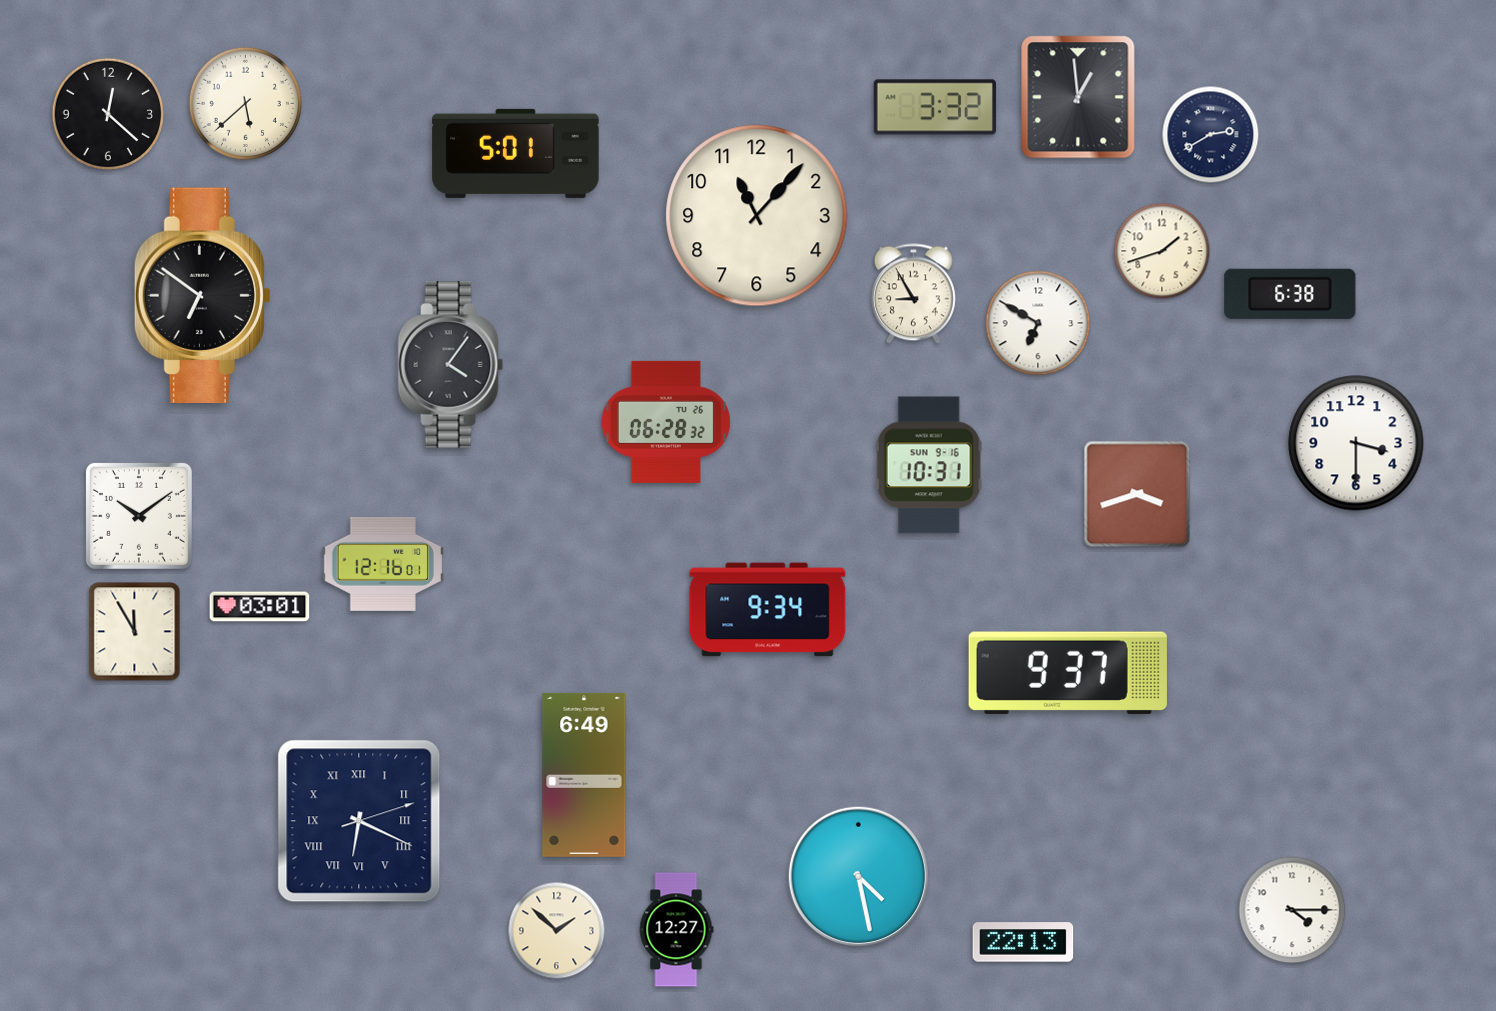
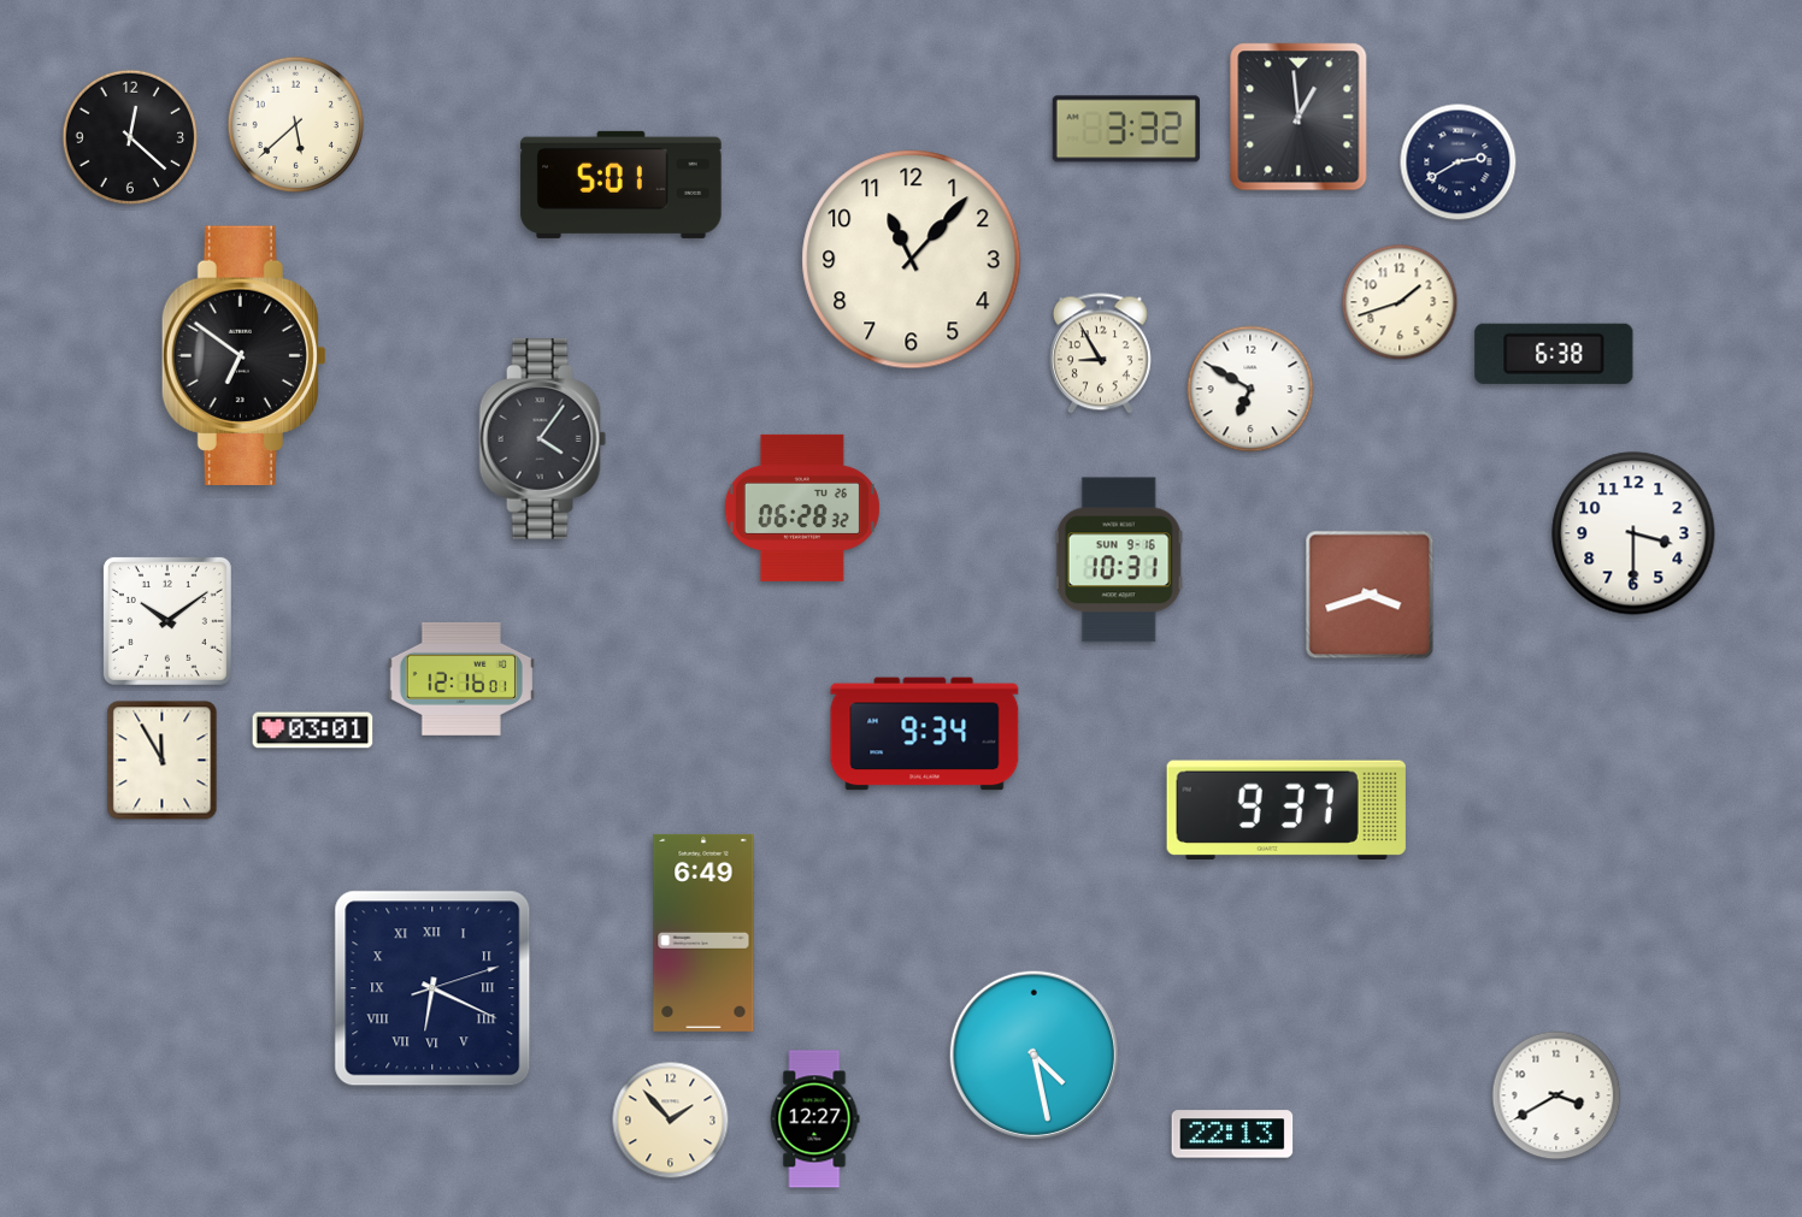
clock at (1292, 910): 4:15 -> 3:40
clock at (557, 931): 1:52 -> 1:53
